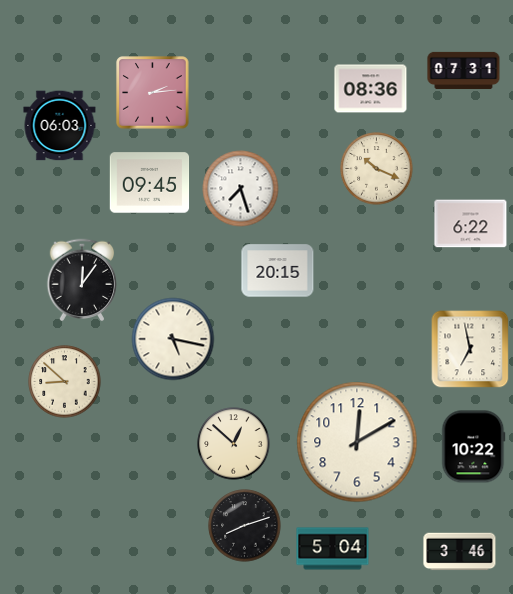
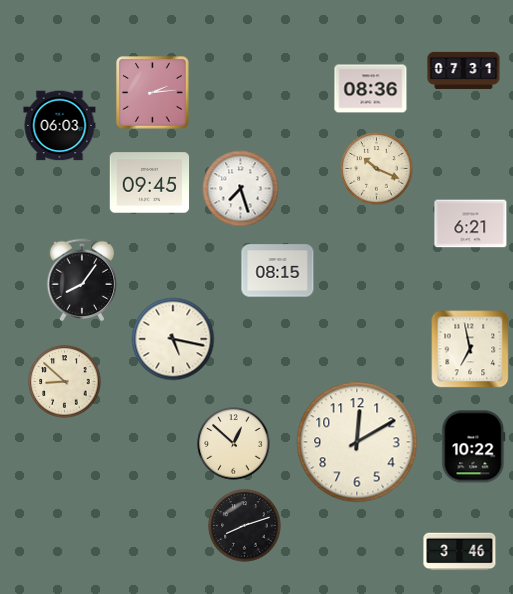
clock at (471, 224): 6:22 -> 6:21
clock at (278, 271): 20:15 -> 08:15
clock at (82, 280): 12:06 -> 8:06
clock at (333, 549): 5:04 -> none
